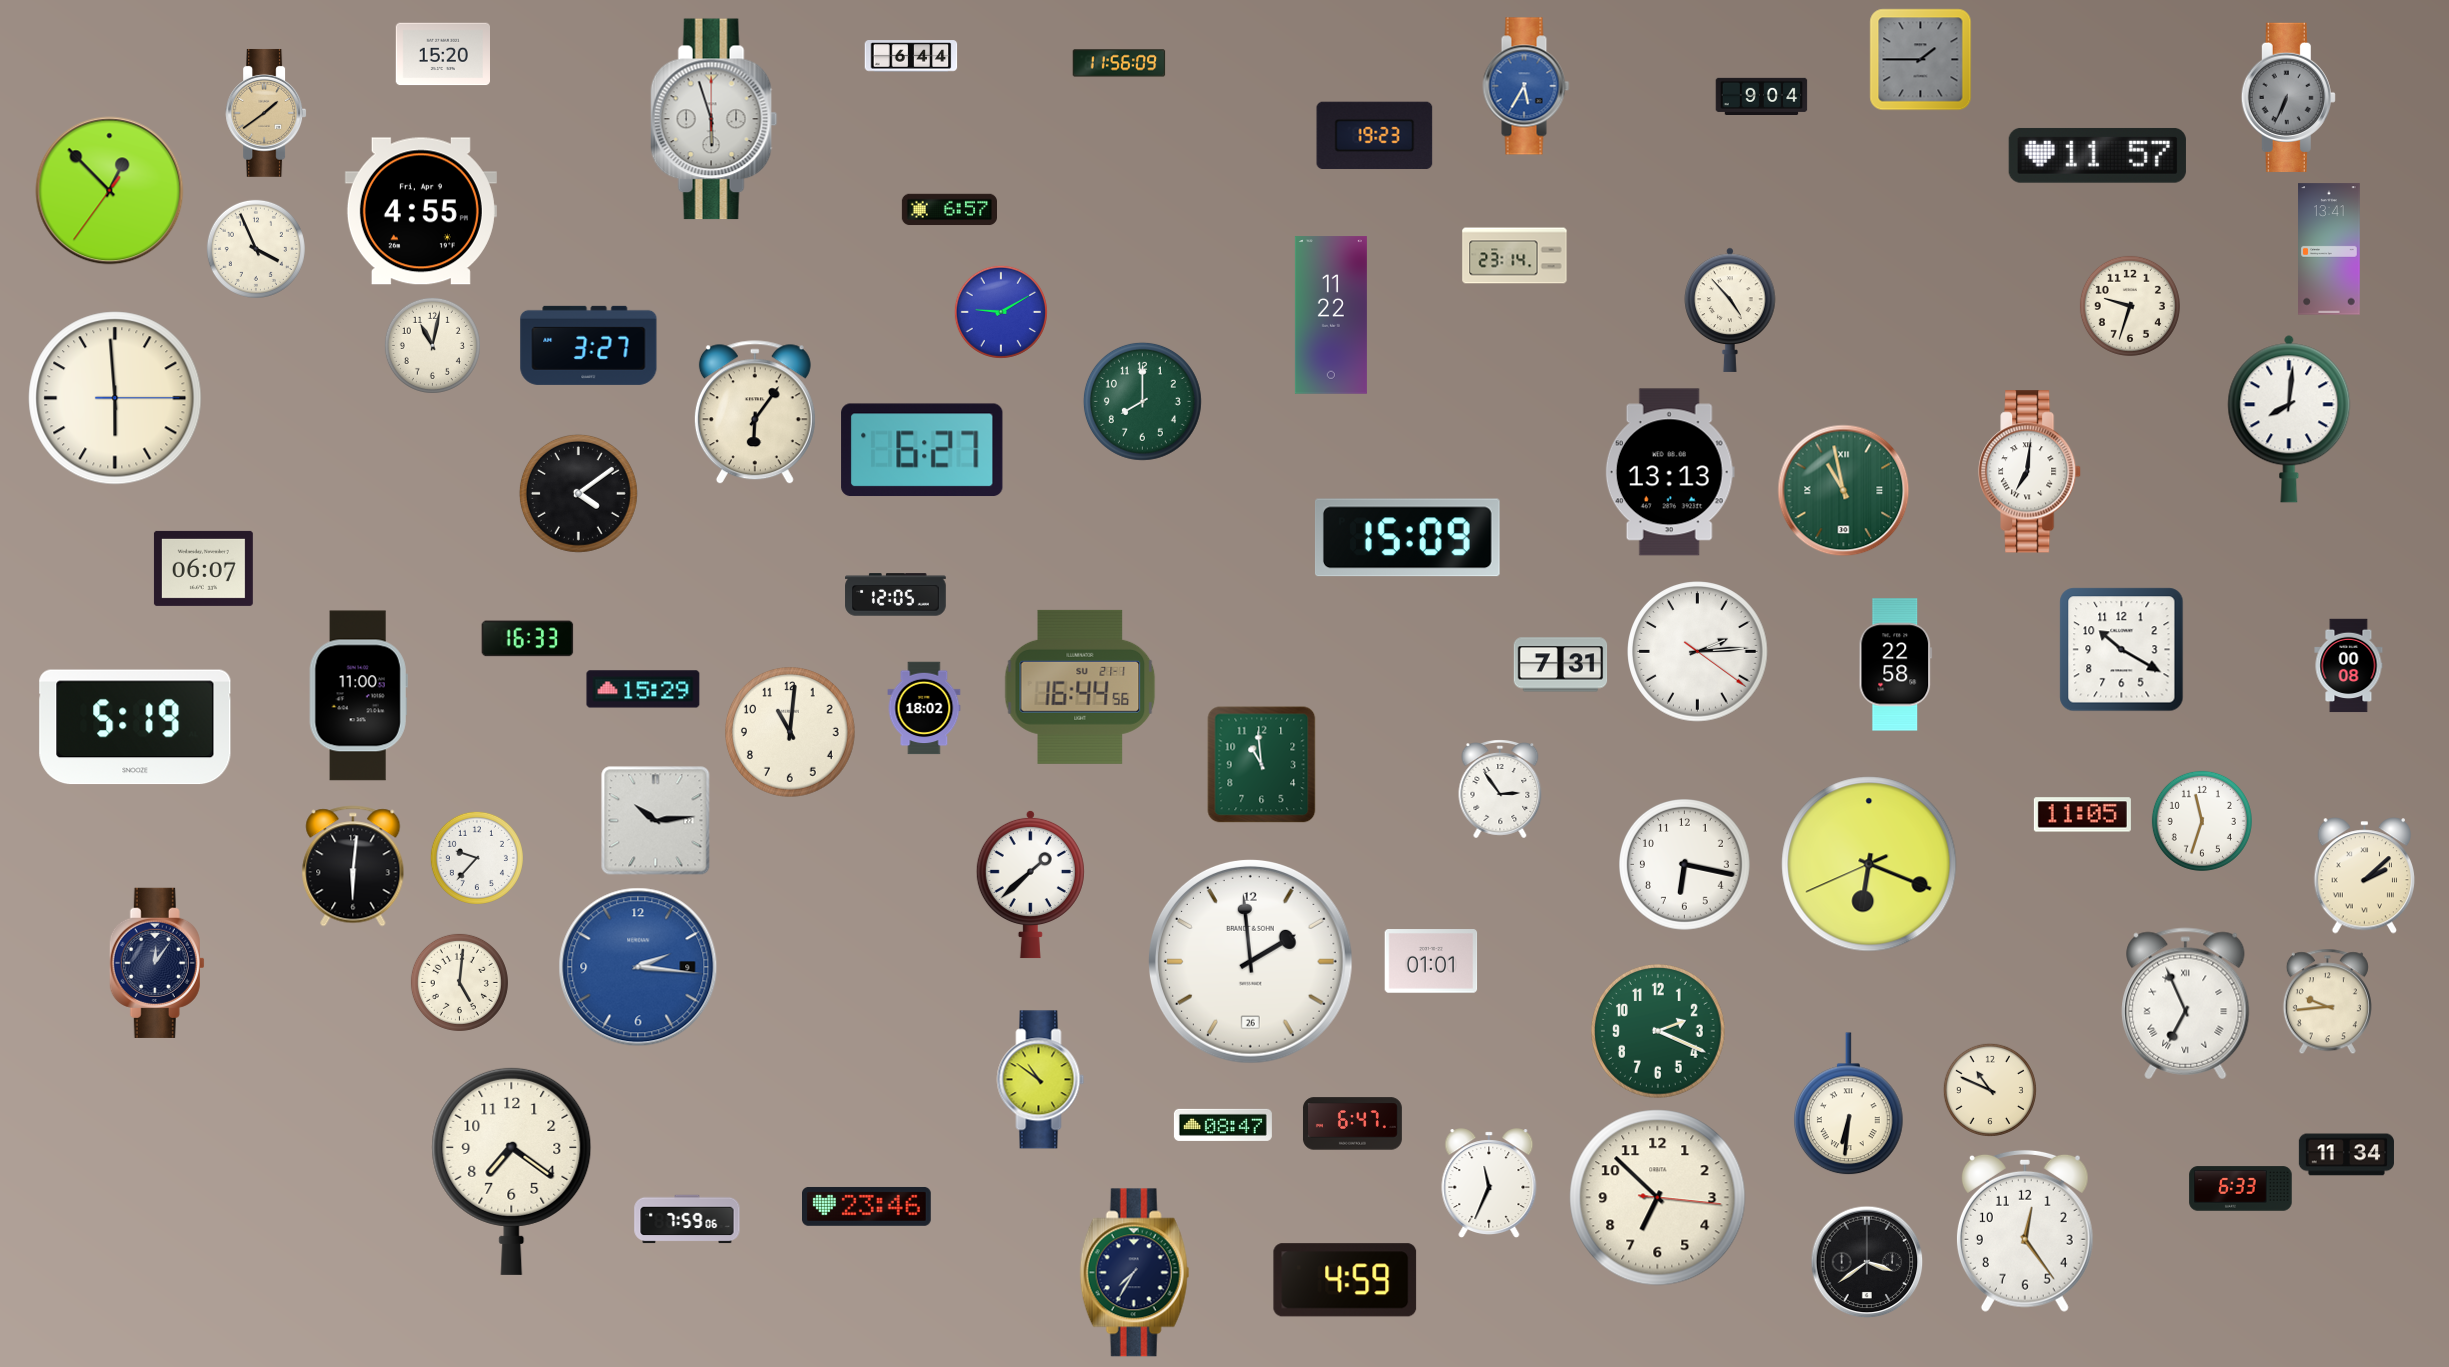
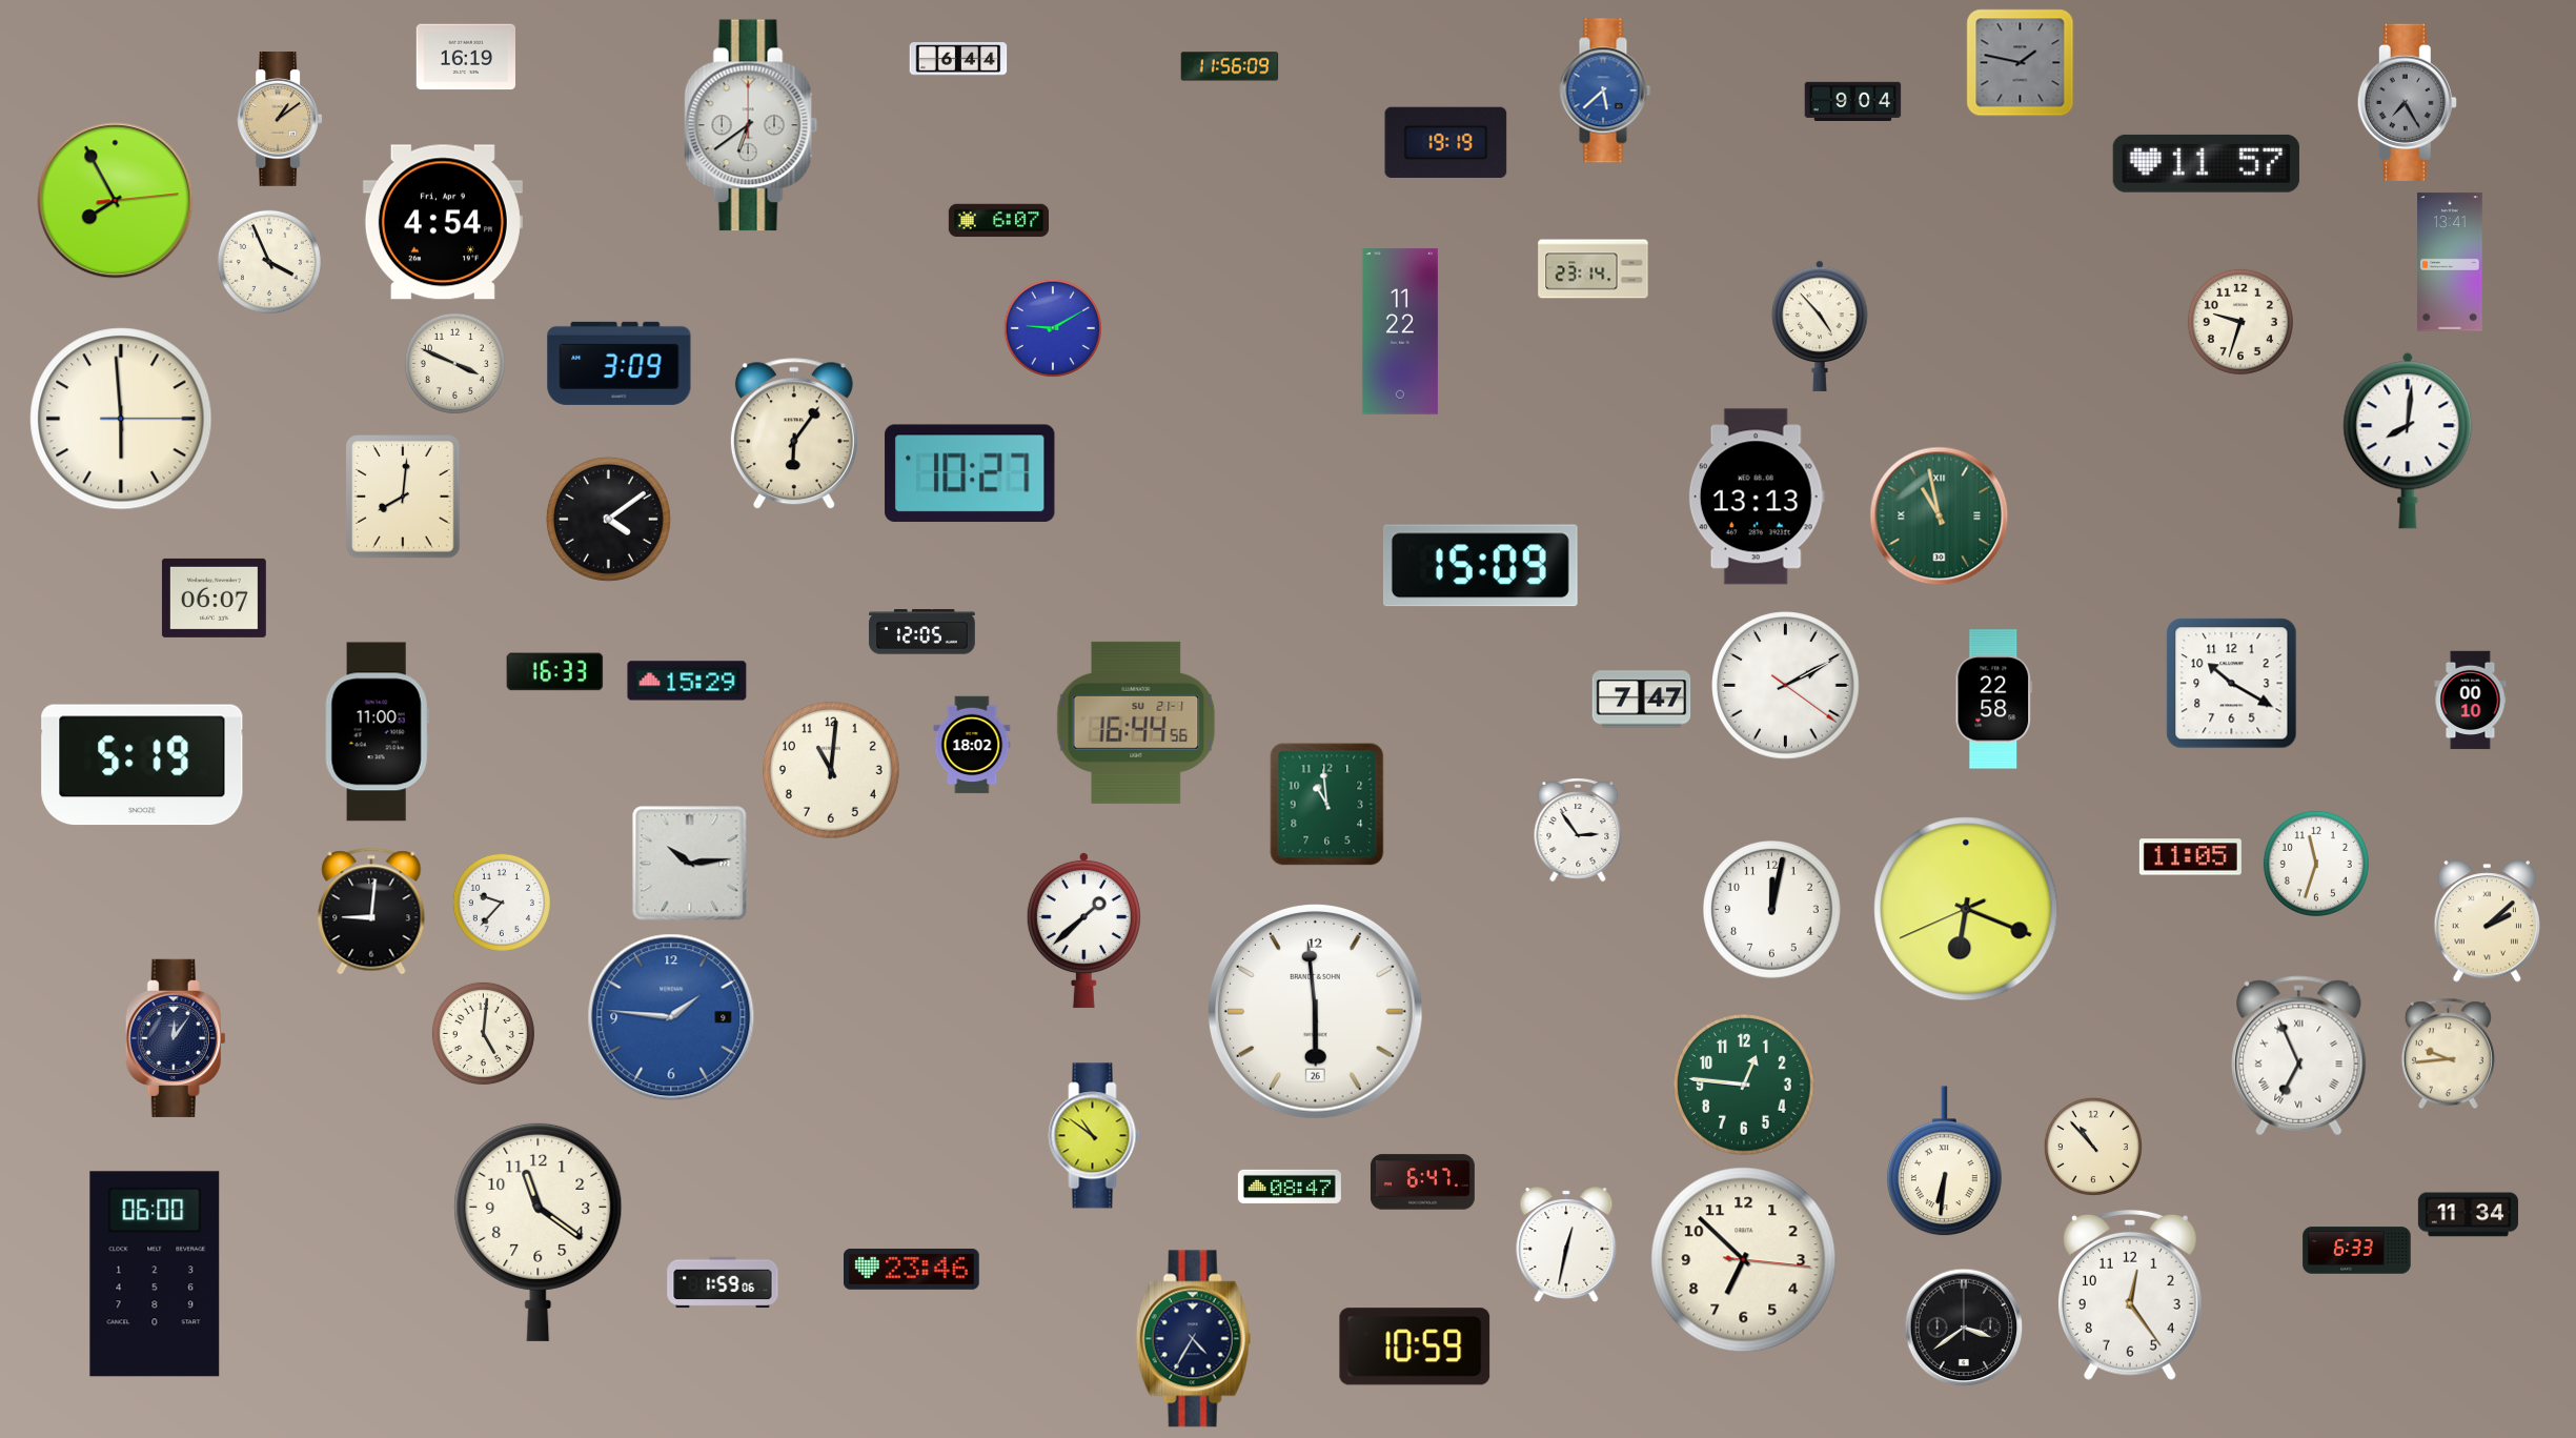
clock at (442, 54): 15:20 -> 16:19
clock at (1921, 60): 1:45 -> 1:47
clock at (1119, 63) position: (1119, 63) -> (1230, 66)
clock at (1526, 86): 5:35 -> 5:38
clock at (2288, 97): 6:34 -> 7:25
clock at (266, 113): 1:39 -> 1:09
clock at (714, 119): 5:57 -> 6:39
clock at (1375, 136): 19:23 -> 19:19
clock at (110, 191): 12:52 -> 7:55
clock at (949, 210): 6:57 -> 6:07
clock at (421, 211): 4:55 -> 4:54
clock at (432, 345): 11:02 -> 3:49
clock at (589, 345): 3:27 -> 3:09
clock at (1142, 401): 8:00 -> none
clock at (922, 450): 6:27 -> 10:27
clock at (403, 497): none -> 8:01
clock at (2030, 472): 7:01 -> none
clock at (896, 595) position: (896, 595) -> (922, 632)
clock at (1698, 652): 2:14 -> 2:10
clock at (1561, 665): 7:31 -> 7:47
clock at (2349, 666): 00:08 -> 00:10
clock at (643, 689) position: (643, 689) -> (687, 681)
clock at (1685, 865): 6:17 -> 12:02
clock at (353, 866): 6:01 -> 9:01
clock at (1250, 961): 1:59 -> 5:59
clock at (1431, 961): 01:01 -> none
clock at (157, 963) position: (157, 963) -> (176, 1038)
clock at (638, 967): 2:16 -> 1:46
clock at (1659, 1032): 2:19 -> 12:46
clock at (1990, 1090): 10:49 -> 10:53
clock at (1223, 1125) position: (1223, 1125) -> (1290, 1187)
clock at (512, 1171): 7:21 -> 11:21
clock at (1489, 1183): 11:34 -> 12:32
clock at (155, 1274): none -> 06:00
clock at (687, 1219): 7:59 -> 1:59
clock at (1135, 1273): 7:35 -> 4:35
clock at (1345, 1280): 4:59 -> 10:59
